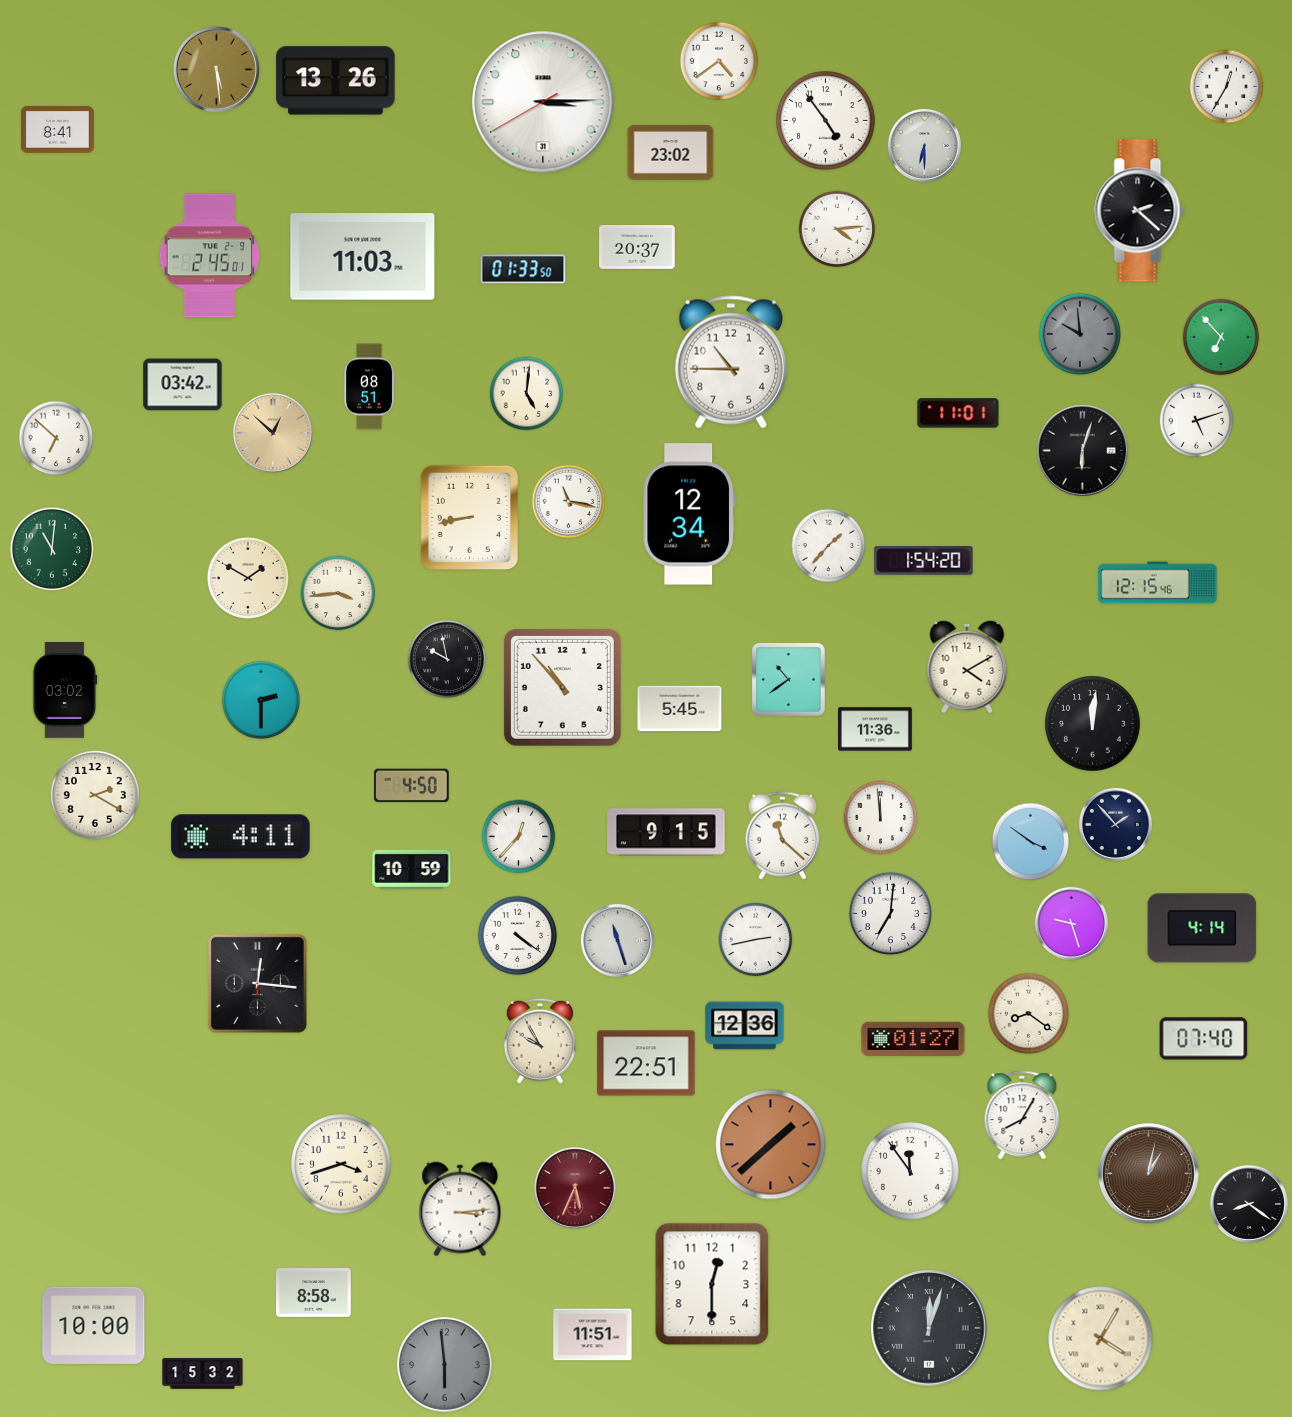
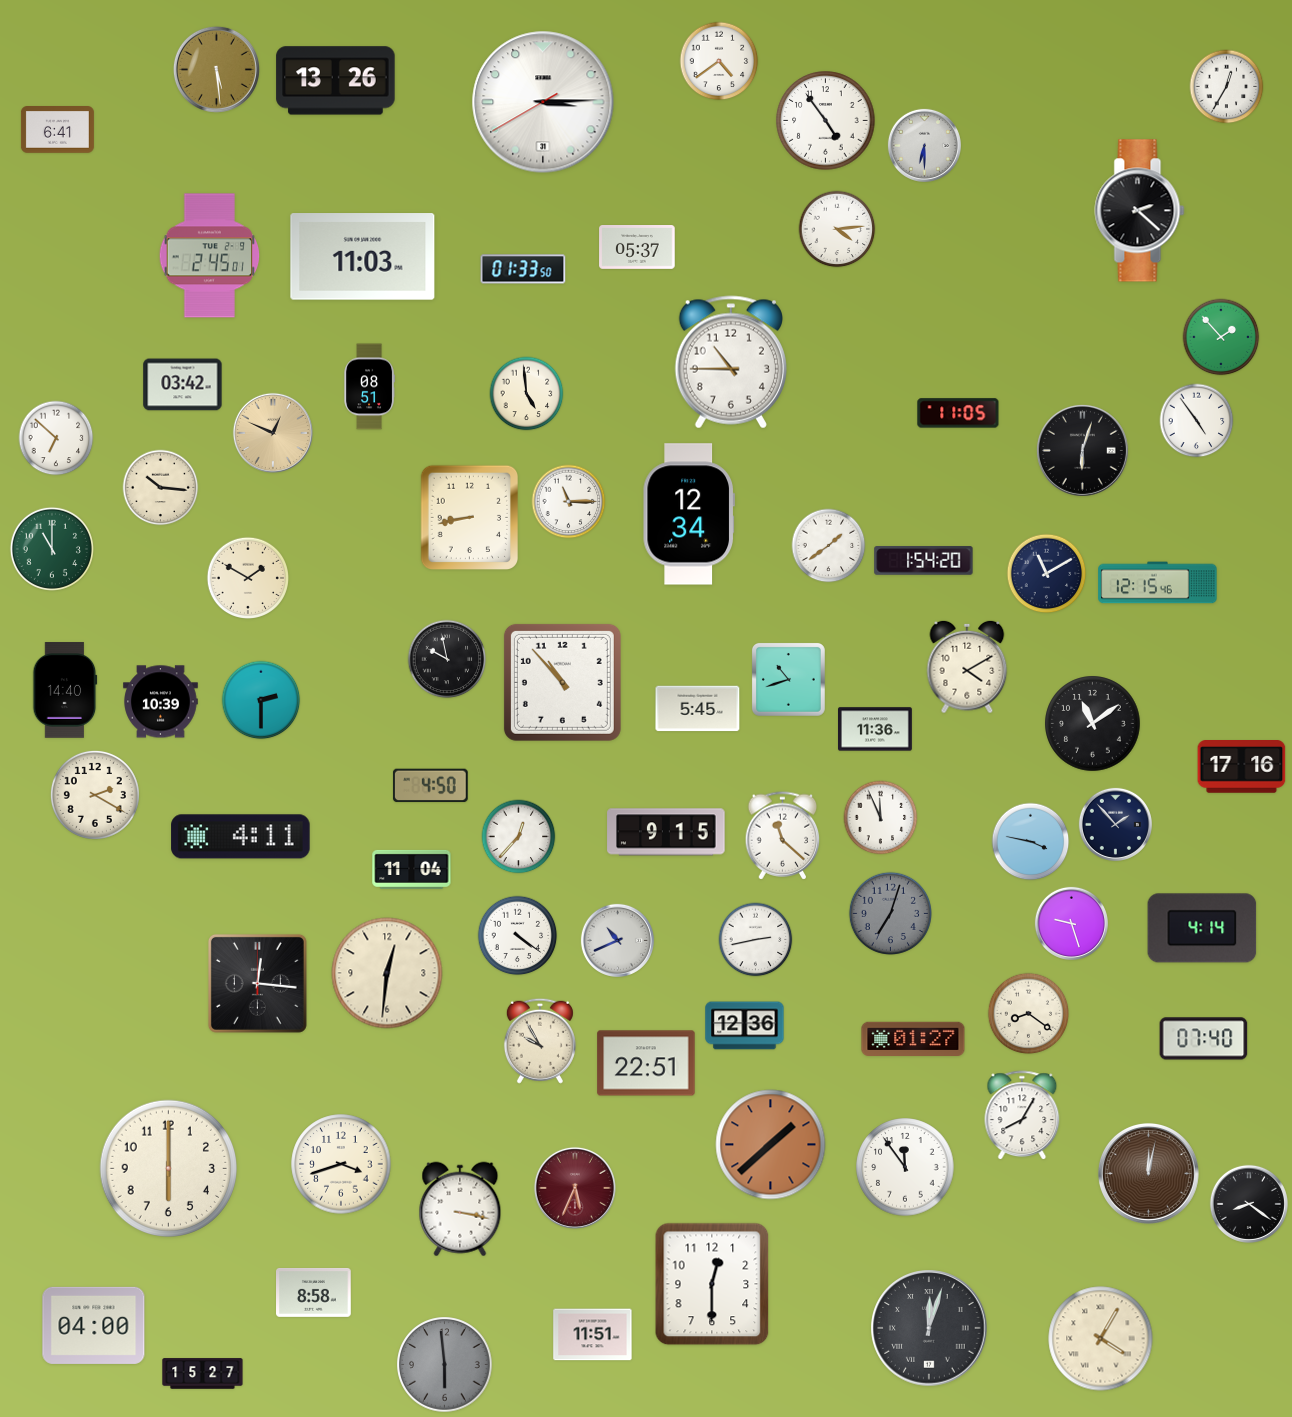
clock at (57, 130): 8:41 -> 6:41
clock at (671, 152): 23:02 -> none
clock at (637, 248): 20:37 -> 05:37
clock at (1080, 334): 9:59 -> none
clock at (1221, 337): 6:53 -> 1:53
clock at (527, 394): 5:01 -> 4:59
clock at (958, 413): 11:01 -> 11:05
clock at (1197, 421): 5:12 -> 4:54
clock at (273, 433): 12:52 -> 12:49
clock at (161, 488): none -> 10:16
clock at (569, 502): 11:17 -> 11:15
clock at (829, 546): 1:37 -> 1:39
clock at (51, 549): 11:01 -> 11:00
clock at (1047, 574): none -> 11:10
clock at (338, 593): 3:44 -> none
clock at (788, 679): 10:39 -> 10:42
clock at (562, 687) position: (562, 687) -> (562, 682)
clock at (65, 690): 03:02 -> 14:40
clock at (161, 702): none -> 10:39
clock at (680, 709) position: (680, 709) -> (698, 709)
clock at (1093, 724): 12:01 -> 11:09
clock at (1242, 767): none -> 17:16
clock at (411, 786) position: (411, 786) -> (430, 786)
clock at (881, 818): 11:59 -> 11:56
clock at (1031, 842): 3:51 -> 3:47
clock at (412, 869): 10:59 -> 11:04
clock at (890, 913): 7:01 -> 7:03
clock at (890, 913) dial: white -> grey
clock at (617, 940): 11:27 -> 10:41
clock at (387, 973): none -> 12:31
clock at (168, 1168): none -> 6:00
clock at (910, 1171) position: (910, 1171) -> (905, 1167)
clock at (1149, 1174): 1:02 -> 12:02
clock at (460, 1209): 3:14 -> 3:17
clock at (94, 1325): 10:00 -> 04:00
clock at (203, 1374): 15:32 -> 15:27
